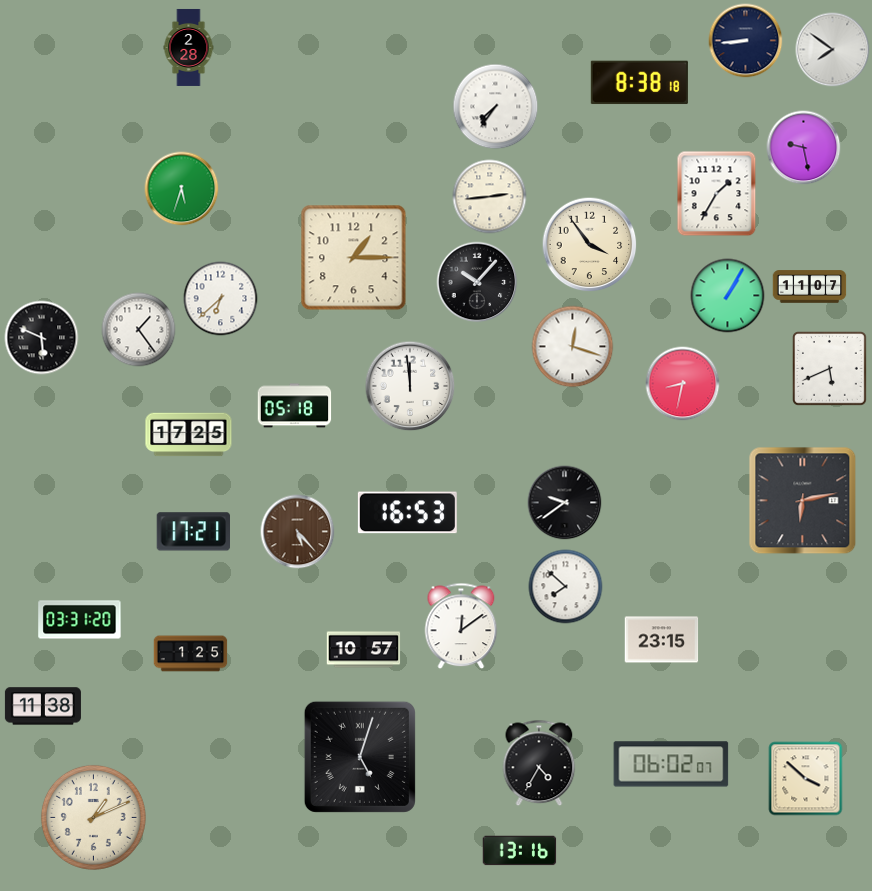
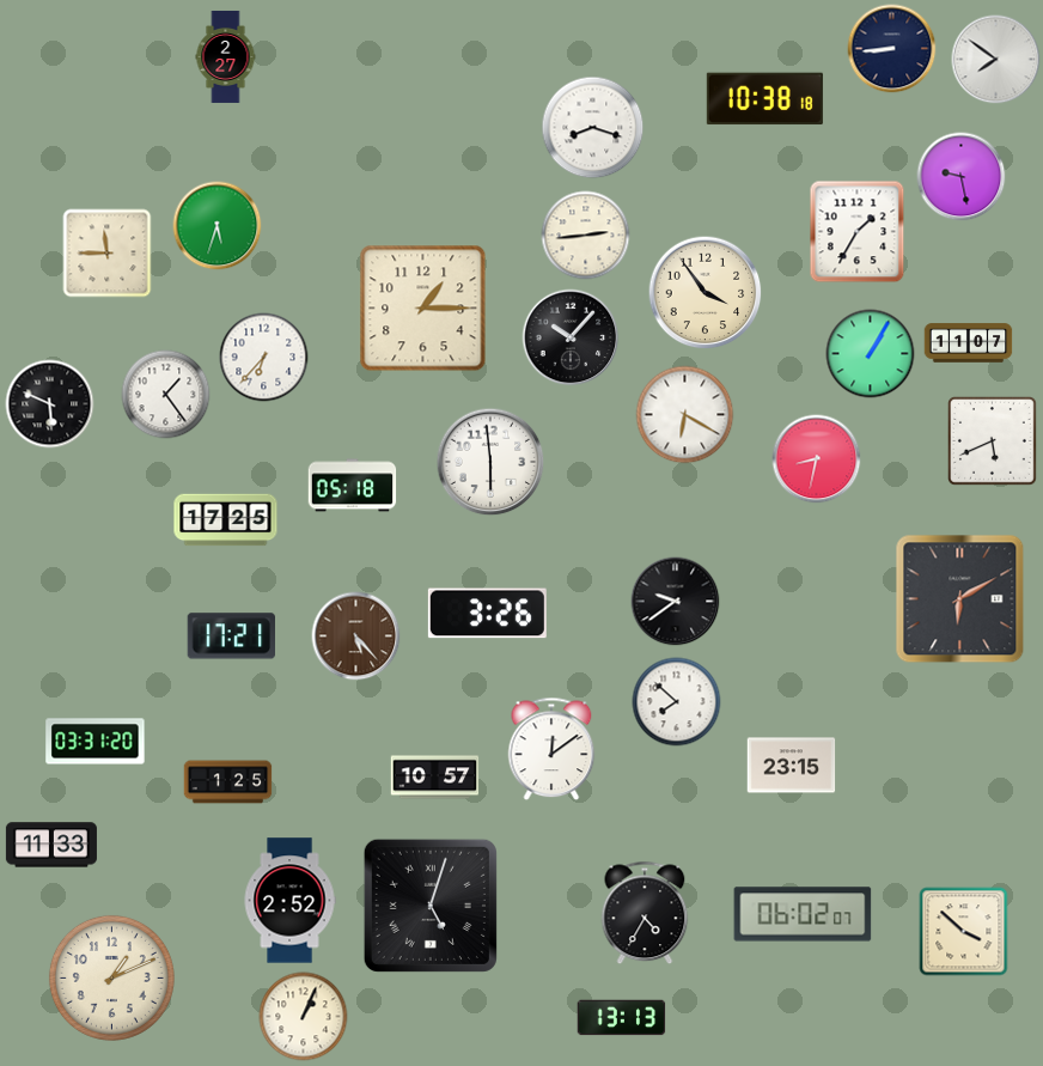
clock at (189, 47): 2:28 -> 2:27
clock at (639, 83): 8:38 -> 10:38
clock at (496, 107): 7:36 -> 8:18
clock at (108, 254): none -> 11:45
clock at (221, 299): 6:38 -> 6:37
clock at (573, 347): 12:18 -> 6:20
clock at (410, 386): 11:59 -> 5:59
clock at (803, 501): 6:13 -> 6:10
clock at (407, 513): 16:53 -> 3:26
clock at (43, 706): 11:38 -> 11:33
clock at (289, 901): none -> 2:52
clock at (304, 1017): none -> 1:04
clock at (520, 851): 13:16 -> 13:13
